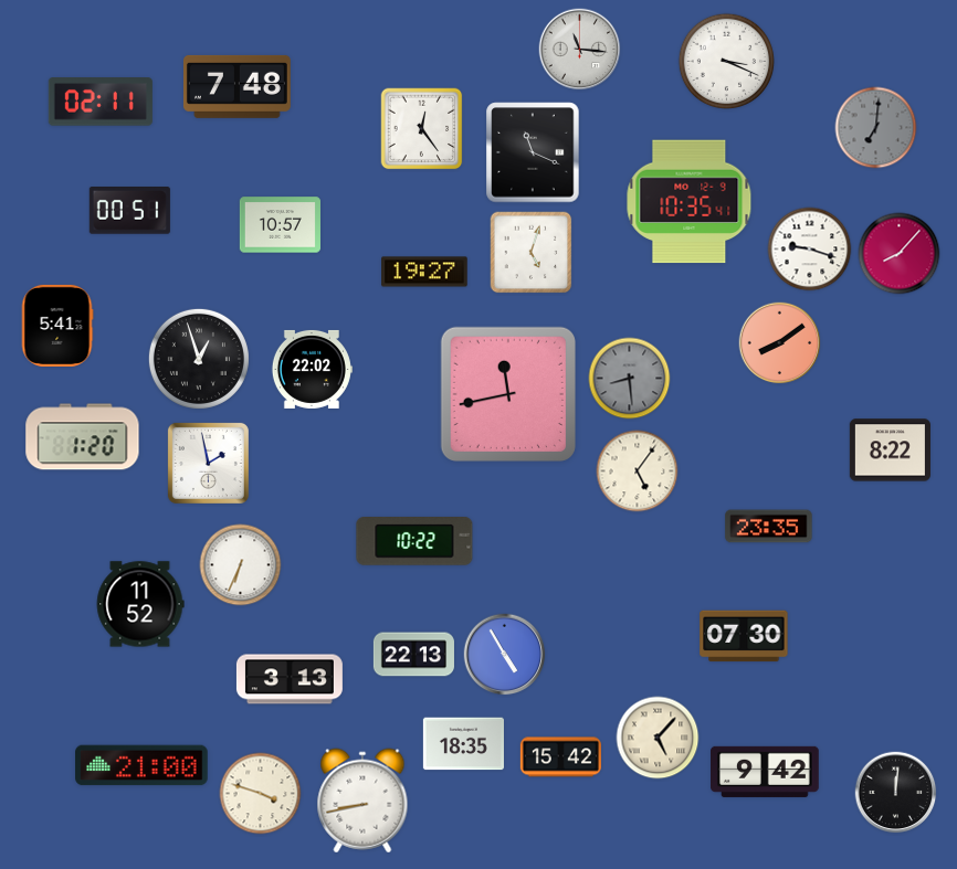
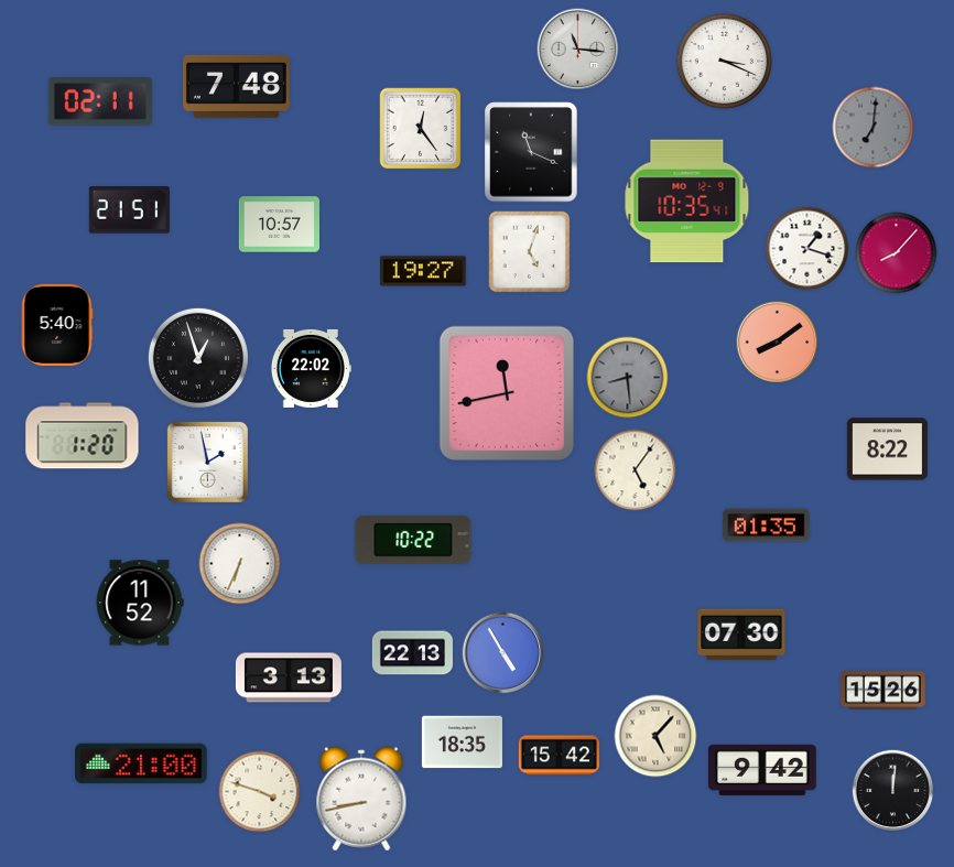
clock at (129, 211): 00:51 -> 21:51
clock at (810, 250): 9:18 -> 1:18
clock at (57, 326): 5:41 -> 5:40
clock at (769, 527): 23:35 -> 01:35
clock at (883, 691): none -> 15:26
